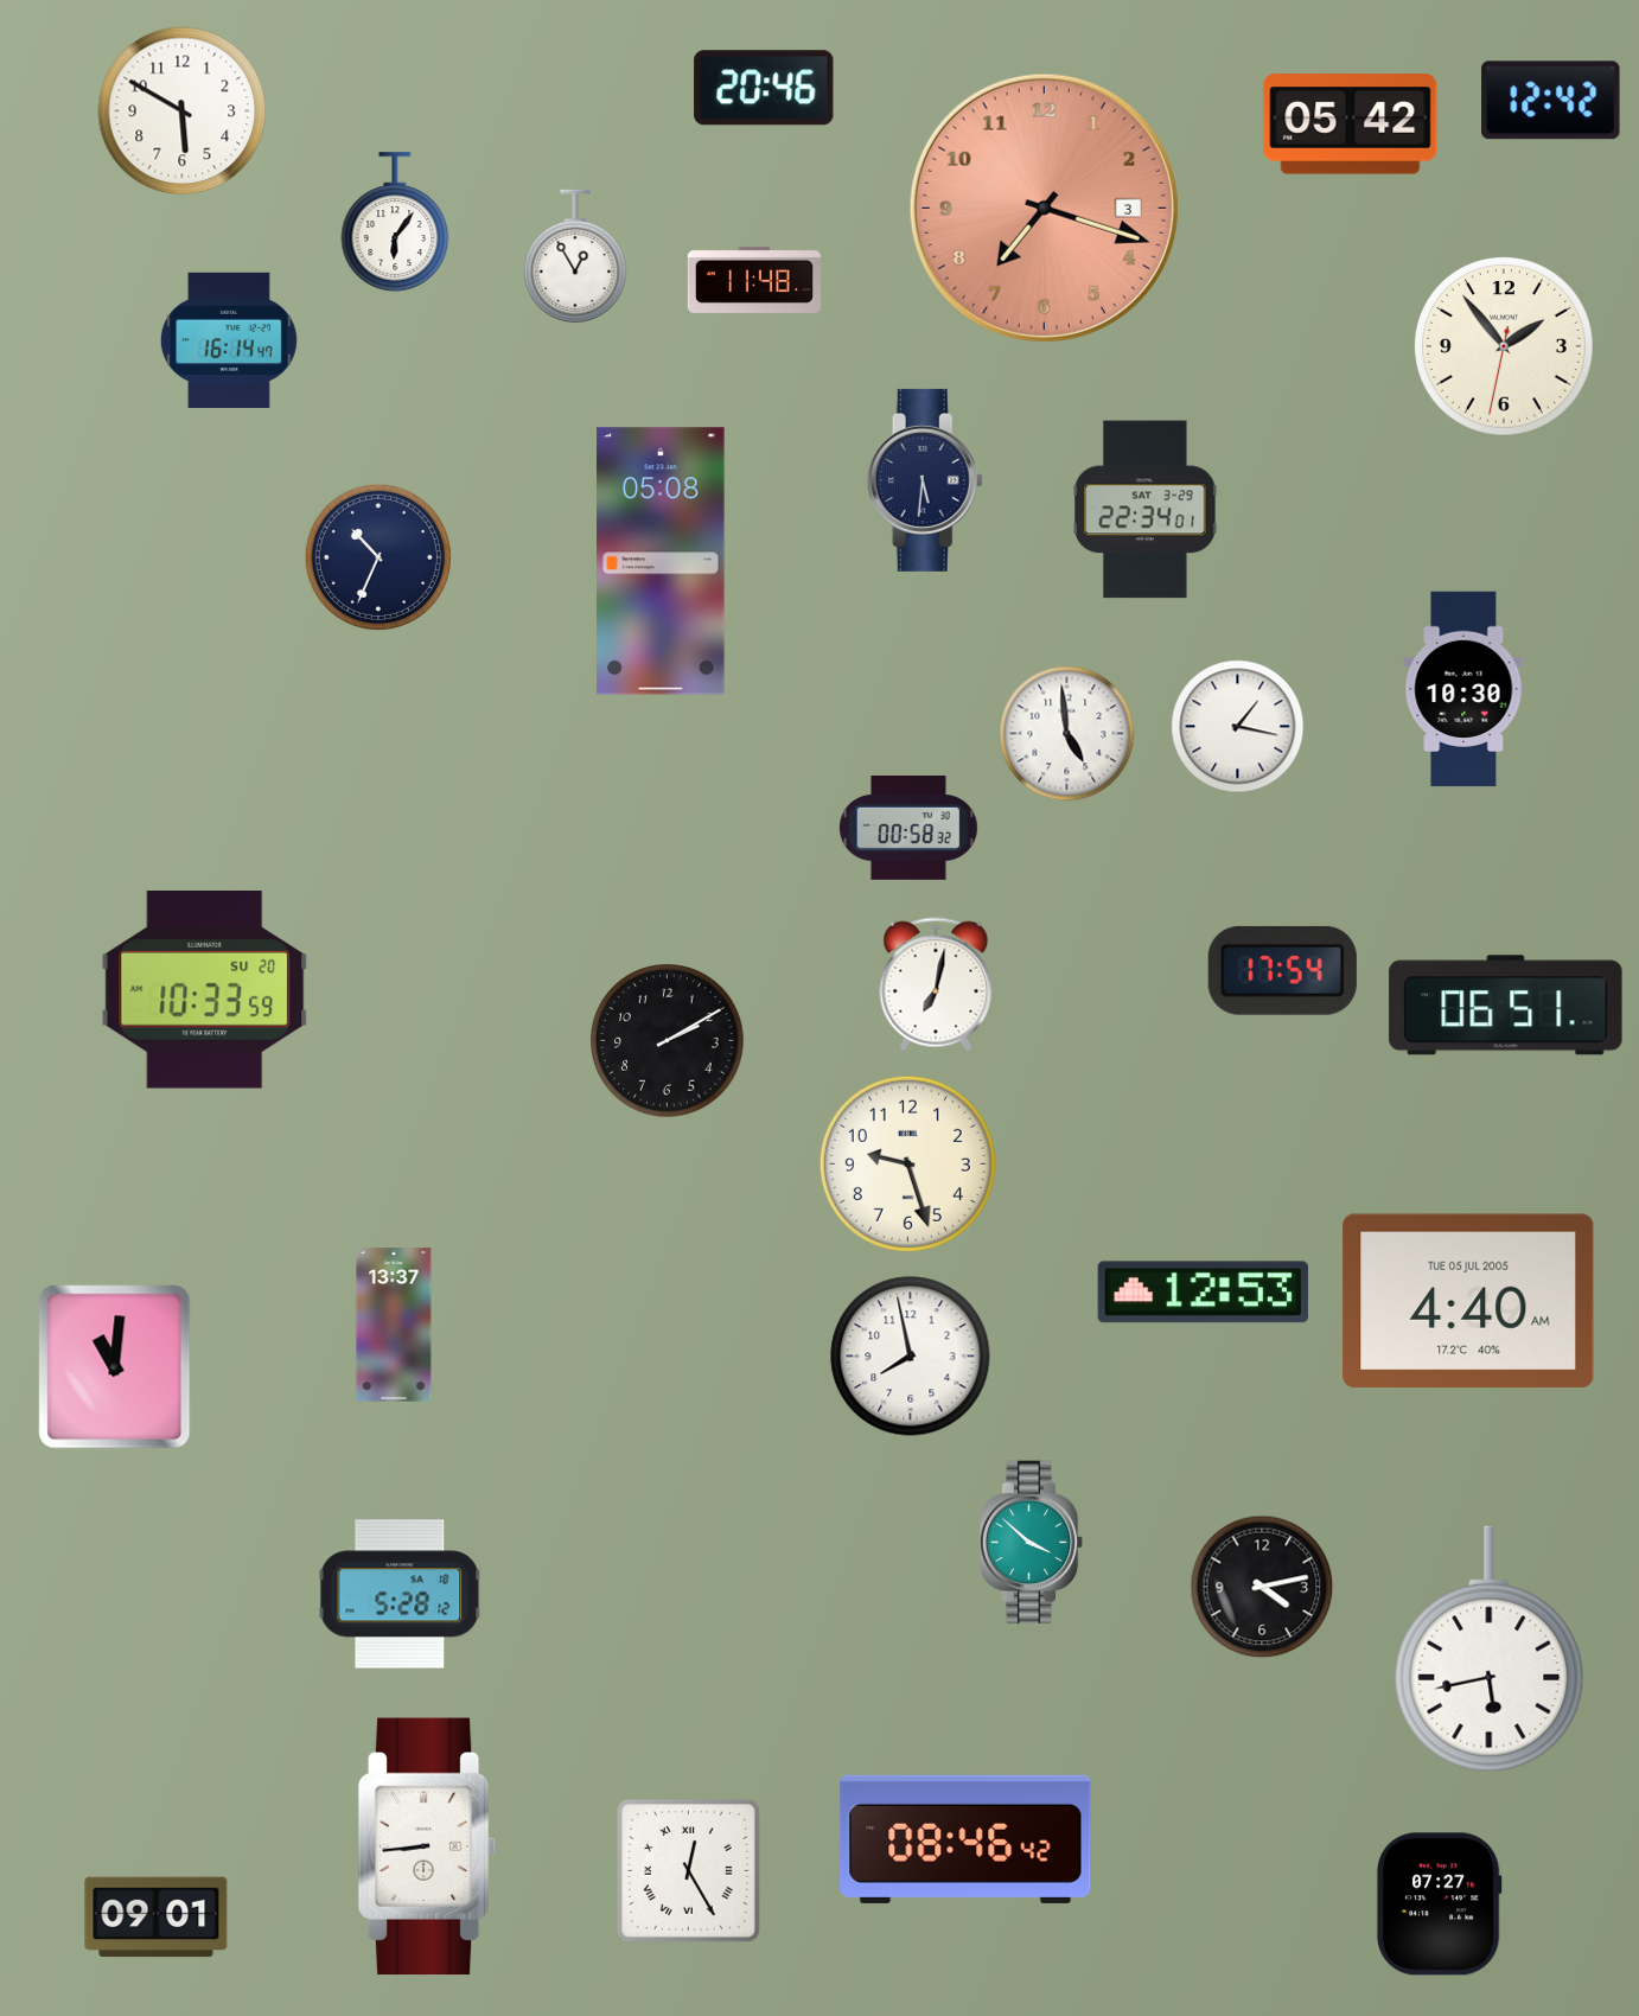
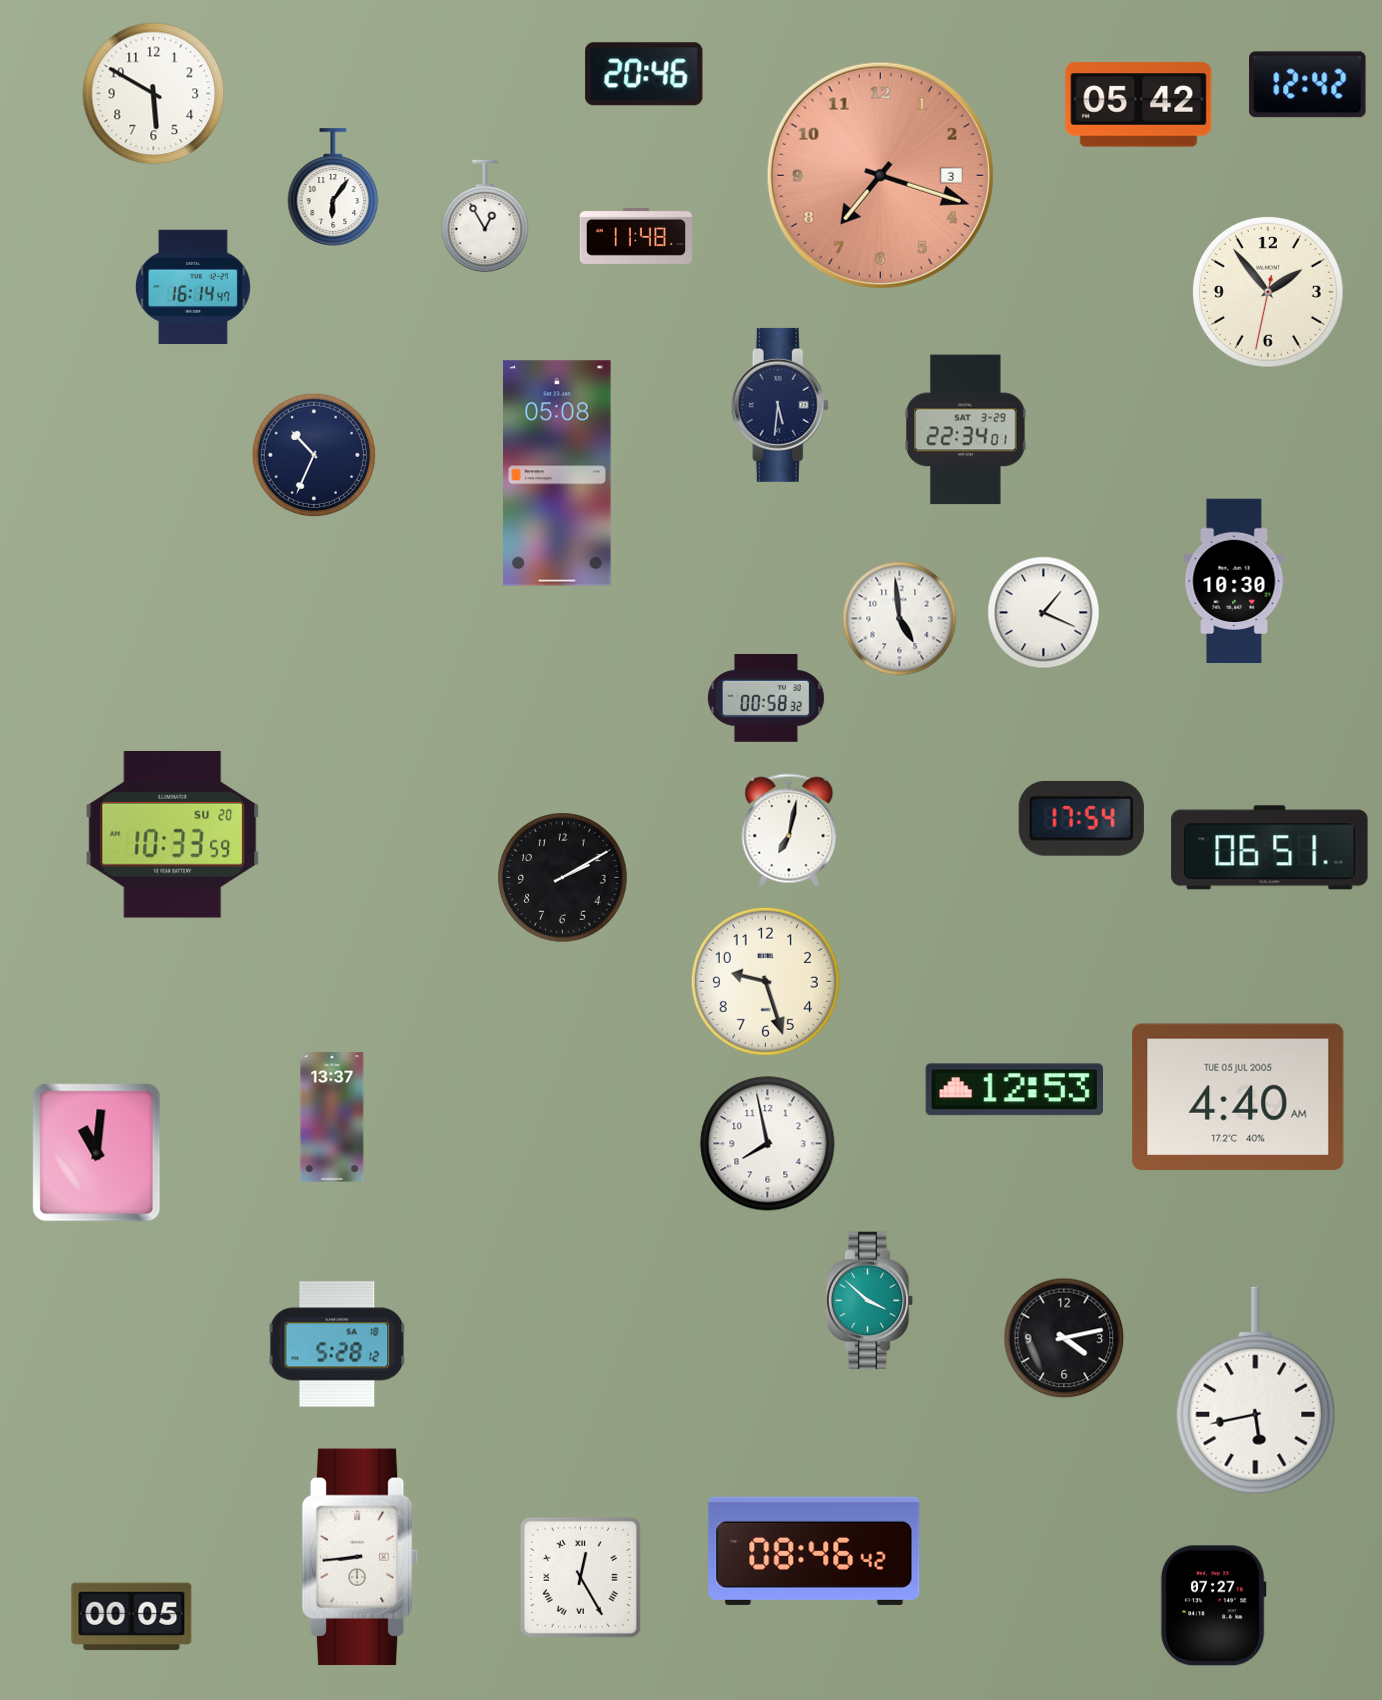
clock at (378, 557) position: (378, 557) -> (314, 455)
clock at (1238, 727): 1:17 -> 1:19
clock at (157, 1918): 09:01 -> 00:05
